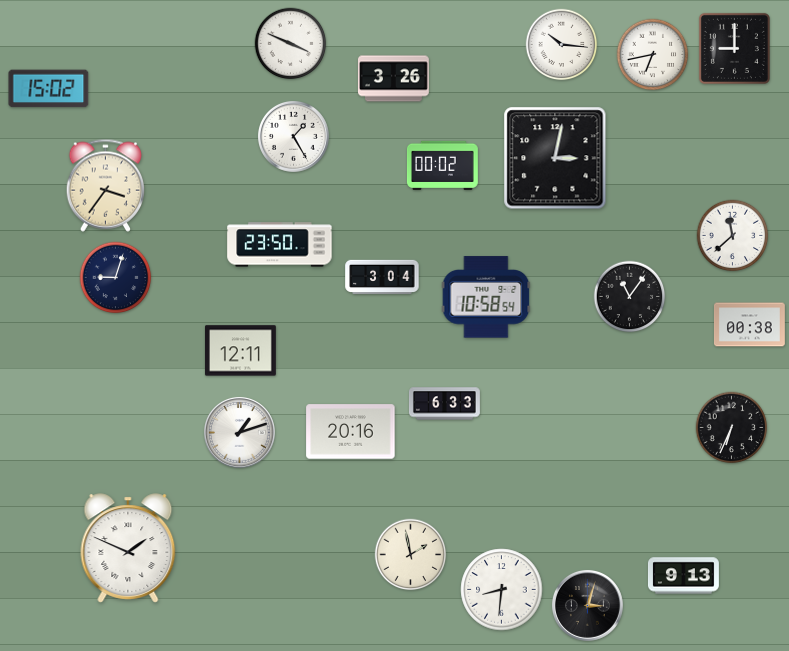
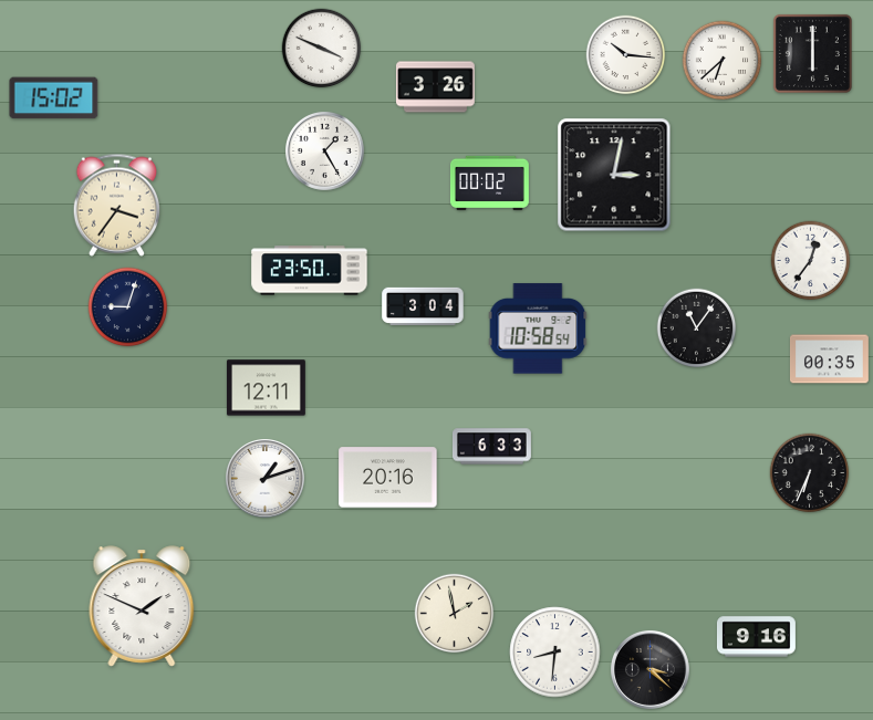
clock at (562, 45) position: (562, 45) -> (626, 55)
clock at (734, 48): 9:00 -> 6:00
clock at (653, 55): 6:43 -> 6:38
clock at (733, 236): 11:38 -> 12:36
clock at (749, 325): 00:38 -> 00:35
clock at (684, 576): 9:13 -> 9:16
clock at (587, 605): 3:03 -> 3:22
